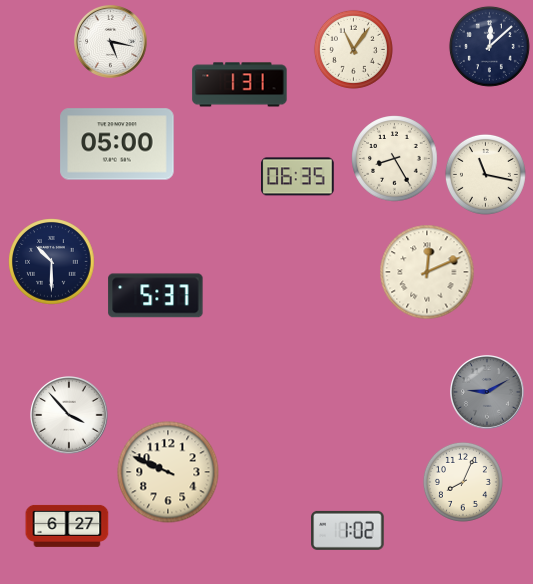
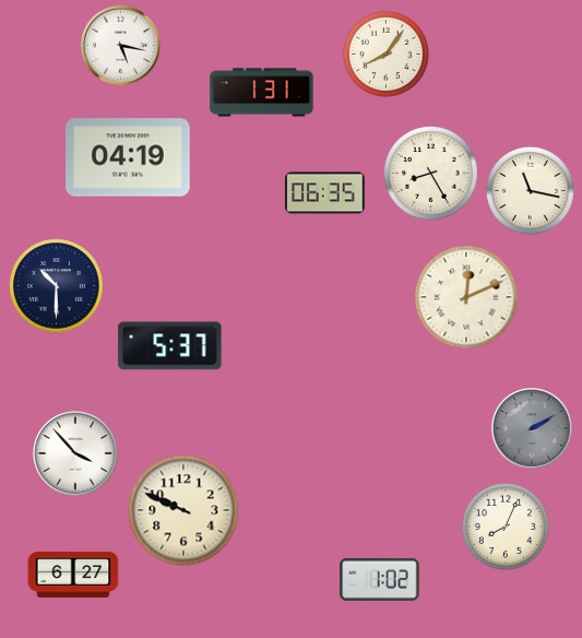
clock at (489, 46): 12:08 -> none
clock at (353, 49): 11:06 -> 8:06
clock at (117, 144): 05:00 -> 04:19
clock at (156, 296) position: (156, 296) -> (170, 346)
clock at (488, 393): 9:10 -> 2:10
clock at (168, 472) position: (168, 472) -> (183, 510)
